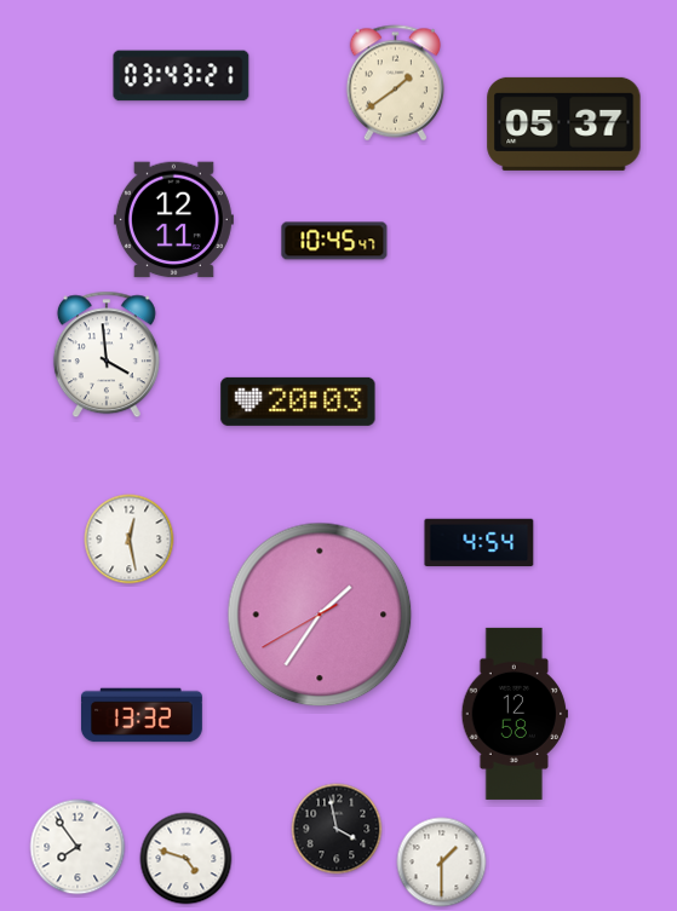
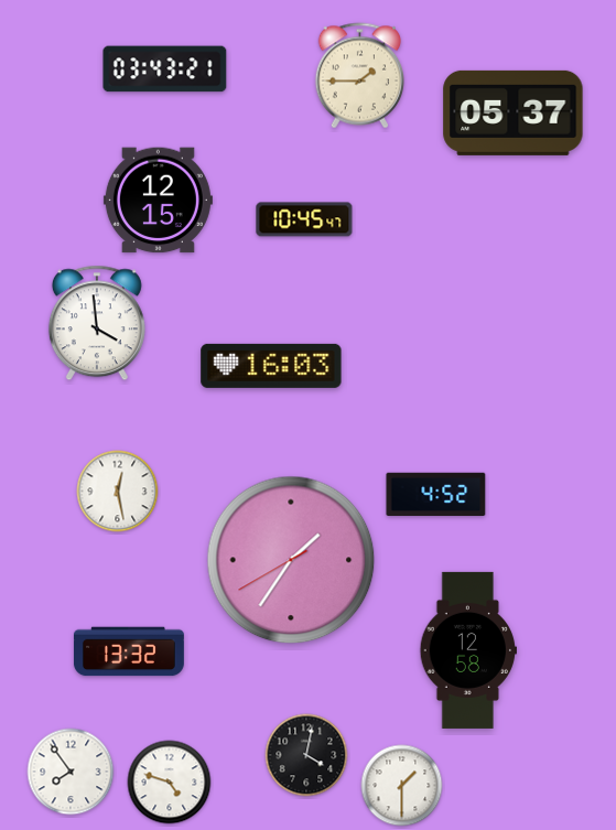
clock at (395, 83): 1:39 -> 1:45
clock at (173, 220): 12:11 -> 12:15
clock at (298, 402): 20:03 -> 16:03
clock at (480, 542): 4:54 -> 4:52
clock at (337, 829): 3:58 -> 4:02
